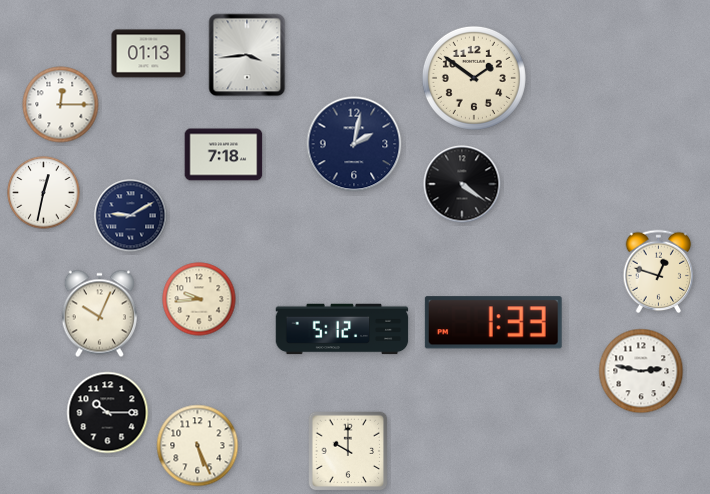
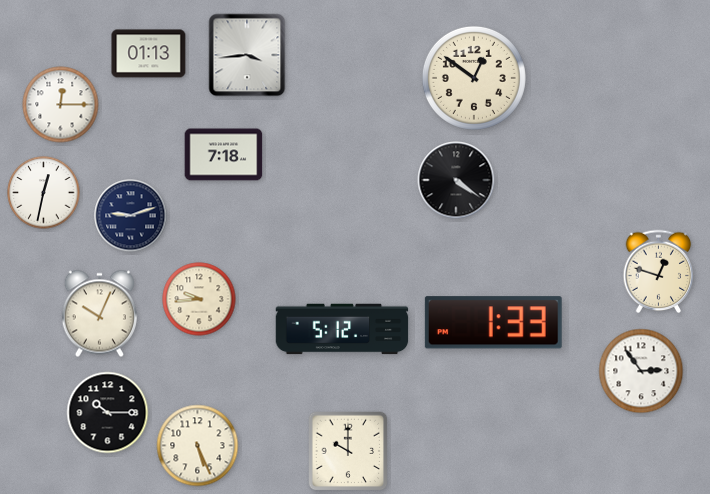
clock at (474, 78): 1:51 -> 12:51
clock at (354, 144): 2:02 -> none
clock at (462, 184) position: (462, 184) -> (456, 180)
clock at (131, 216): 9:10 -> 9:12
clock at (641, 371): 2:47 -> 2:54
